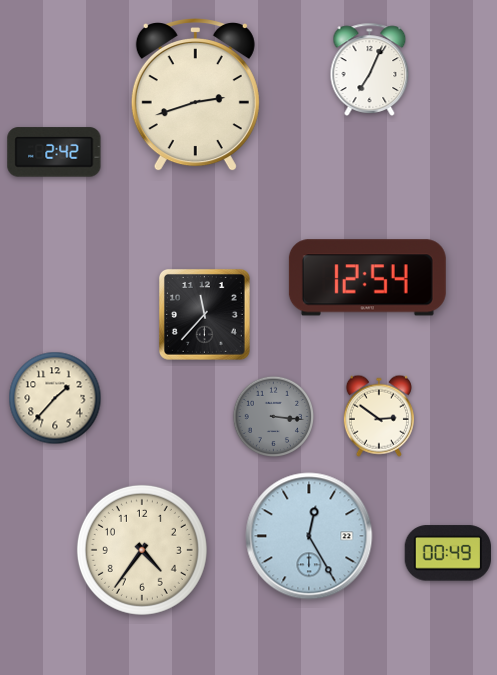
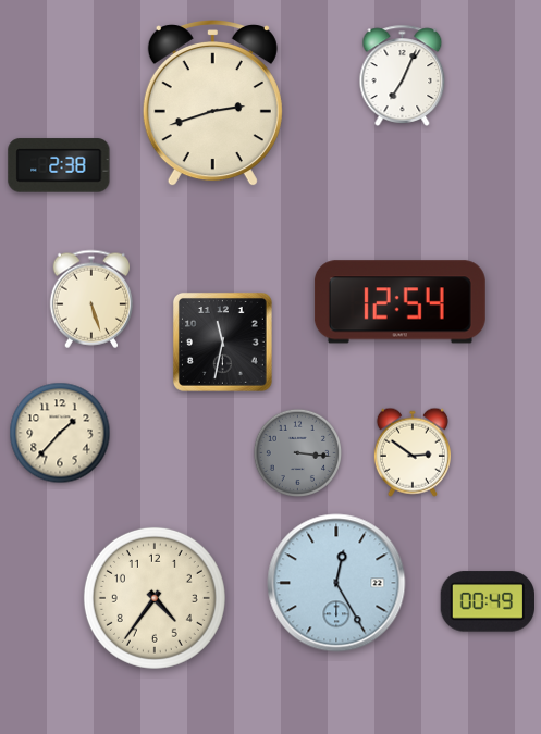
clock at (54, 152): 2:42 -> 2:38
clock at (90, 299): none -> 5:27
clock at (204, 314): 11:37 -> 11:32
